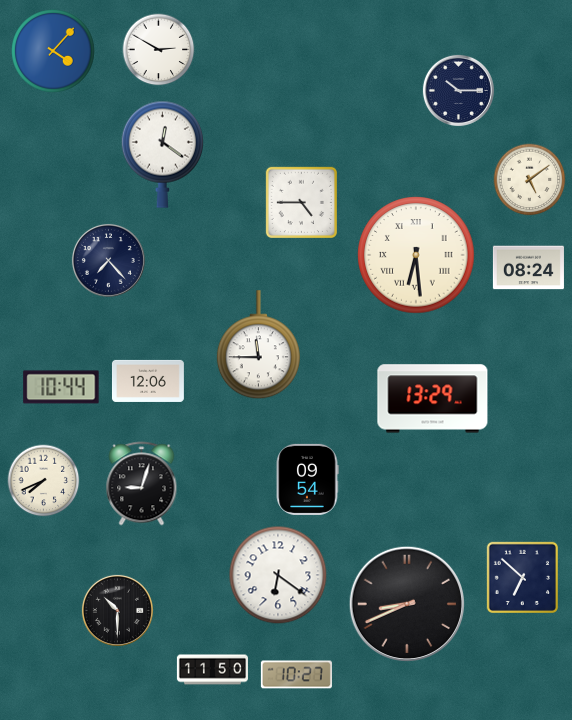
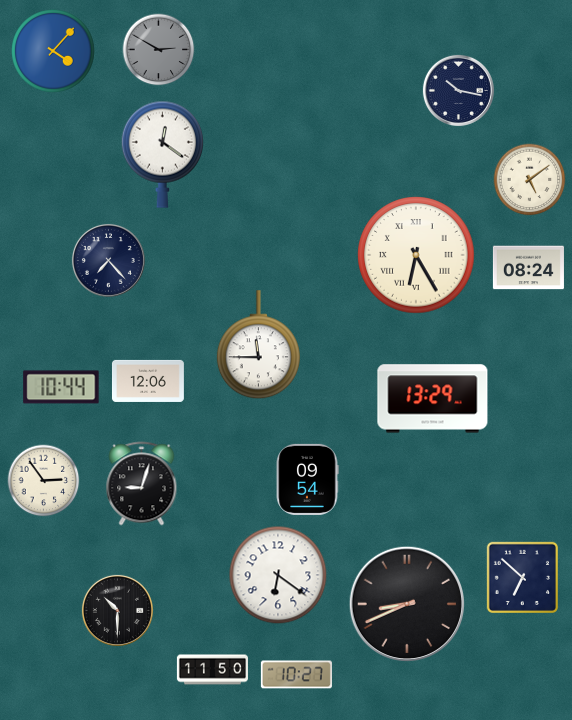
clock at (159, 50) dial: white -> grey
clock at (458, 90): 10:15 -> 10:17
clock at (301, 202): 4:45 -> none
clock at (416, 255): 6:29 -> 6:25
clock at (44, 481): 7:41 -> 2:54
